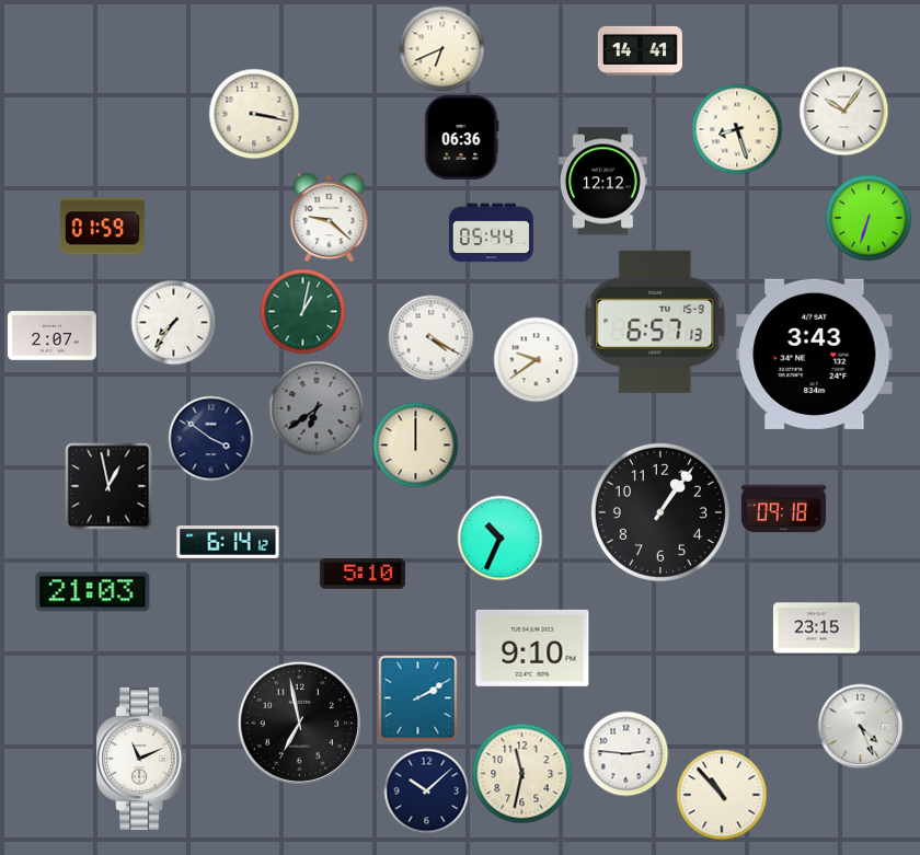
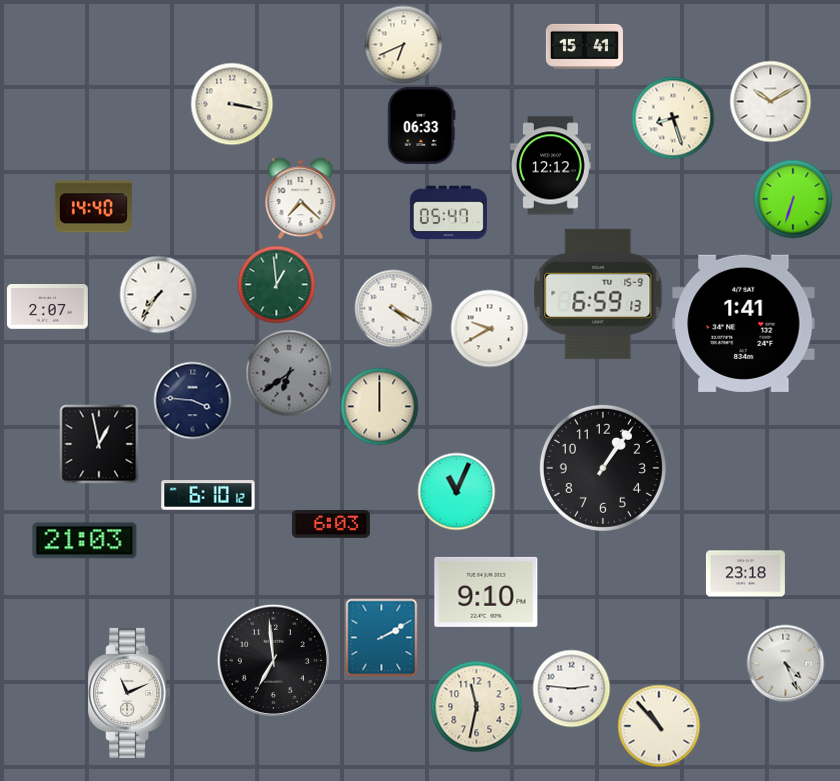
clock at (640, 50): 14:41 -> 15:41
clock at (843, 111): 10:06 -> 10:10
clock at (462, 137): 06:36 -> 06:33
clock at (330, 217): 9:22 -> 7:22
clock at (102, 227): 01:59 -> 14:40
clock at (491, 233): 05:44 -> 05:47
clock at (302, 311): 1:02 -> 12:59
clock at (655, 322): 6:57 -> 6:59
clock at (815, 354): 3:43 -> 1:41
clock at (536, 359): 9:39 -> 9:40
clock at (210, 438): 3:51 -> 3:46
clock at (783, 509): 09:18 -> none
clock at (499, 538): 10:34 -> 11:04
clock at (228, 542): 6:14 -> 6:10
clock at (363, 575): 5:10 -> 6:03
clock at (816, 628): 23:15 -> 23:18
clock at (299, 723): 6:58 -> 6:59
clock at (426, 790): 10:08 -> none
